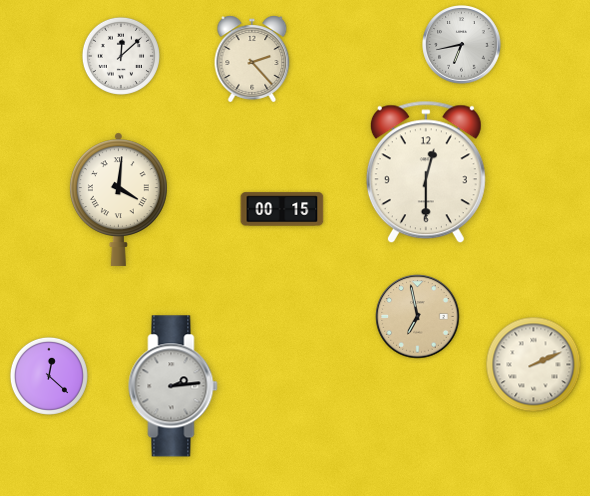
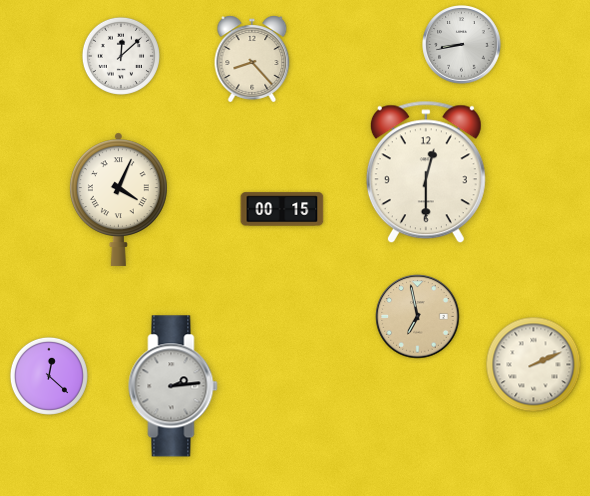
clock at (462, 45): 6:43 -> 8:43
clock at (252, 59): 2:23 -> 8:23
clock at (118, 199): 4:01 -> 4:04
